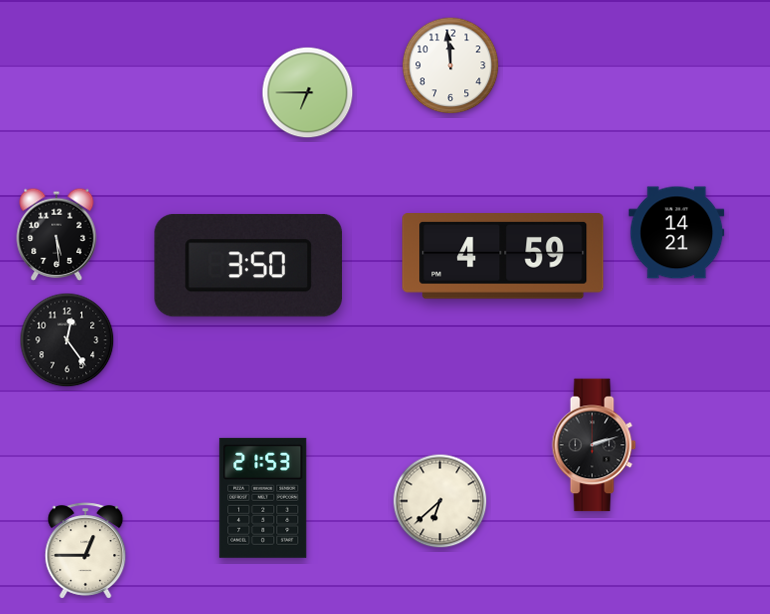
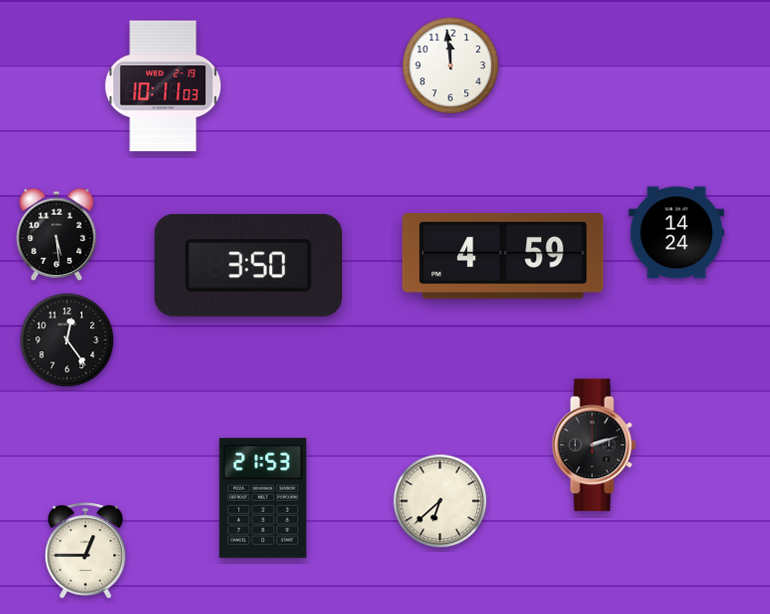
clock at (163, 86): none -> 10:11
clock at (308, 93): 6:45 -> none
clock at (677, 233): 14:21 -> 14:24
